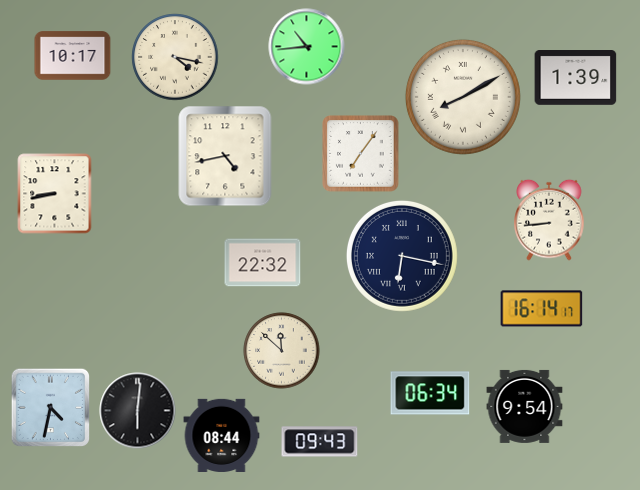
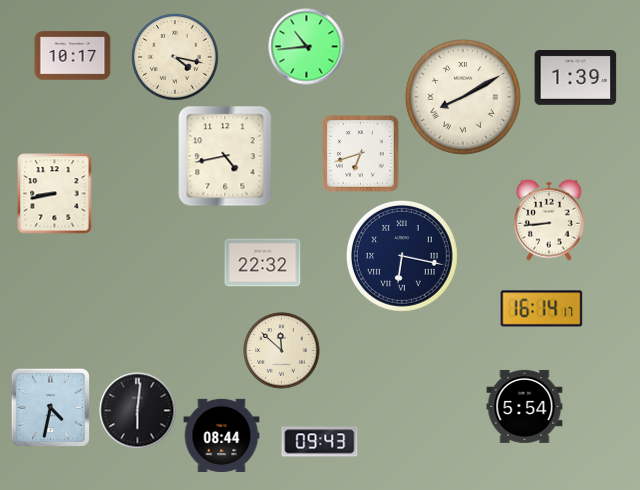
clock at (361, 154): 7:06 -> 6:42
clock at (430, 393): 06:34 -> none
clock at (525, 406): 9:54 -> 5:54
